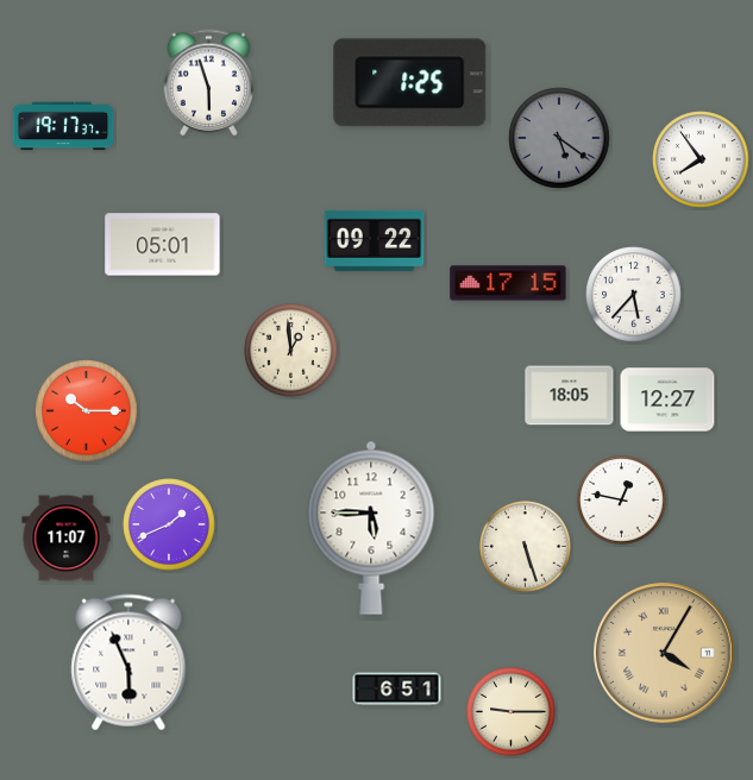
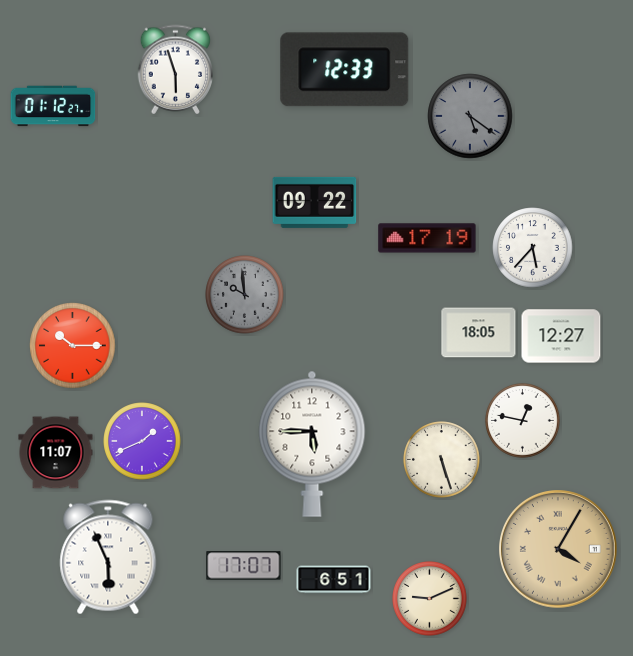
clock at (410, 83): 1:25 -> 12:33
clock at (63, 126): 19:17 -> 01:12
clock at (701, 159): 7:54 -> none
clock at (163, 245): 05:01 -> none
clock at (508, 283): 17:15 -> 17:19
clock at (291, 351): 12:59 -> 9:59
clock at (291, 351) dial: cream -> grey
clock at (244, 566): none -> 17:07
clock at (512, 712): 9:15 -> 9:11
